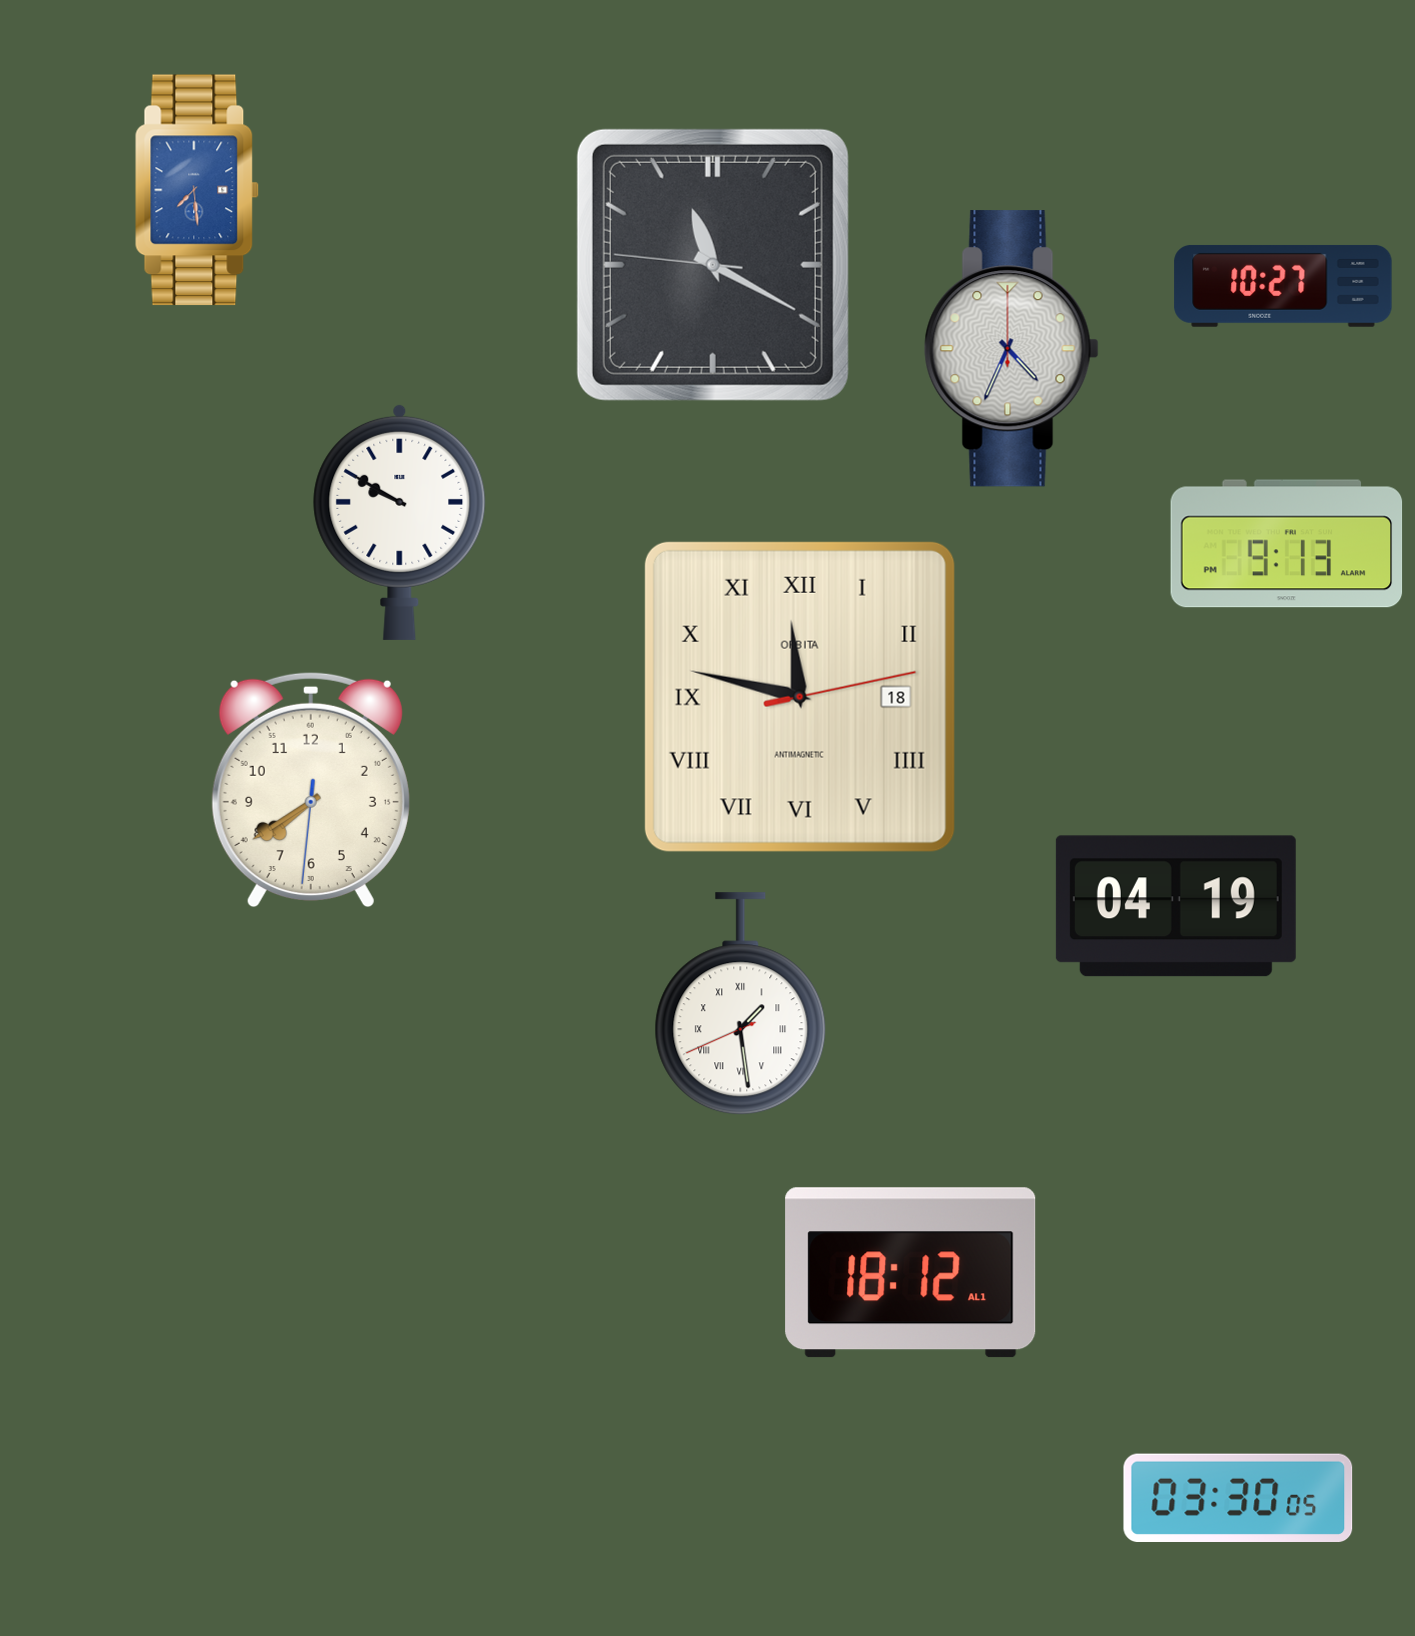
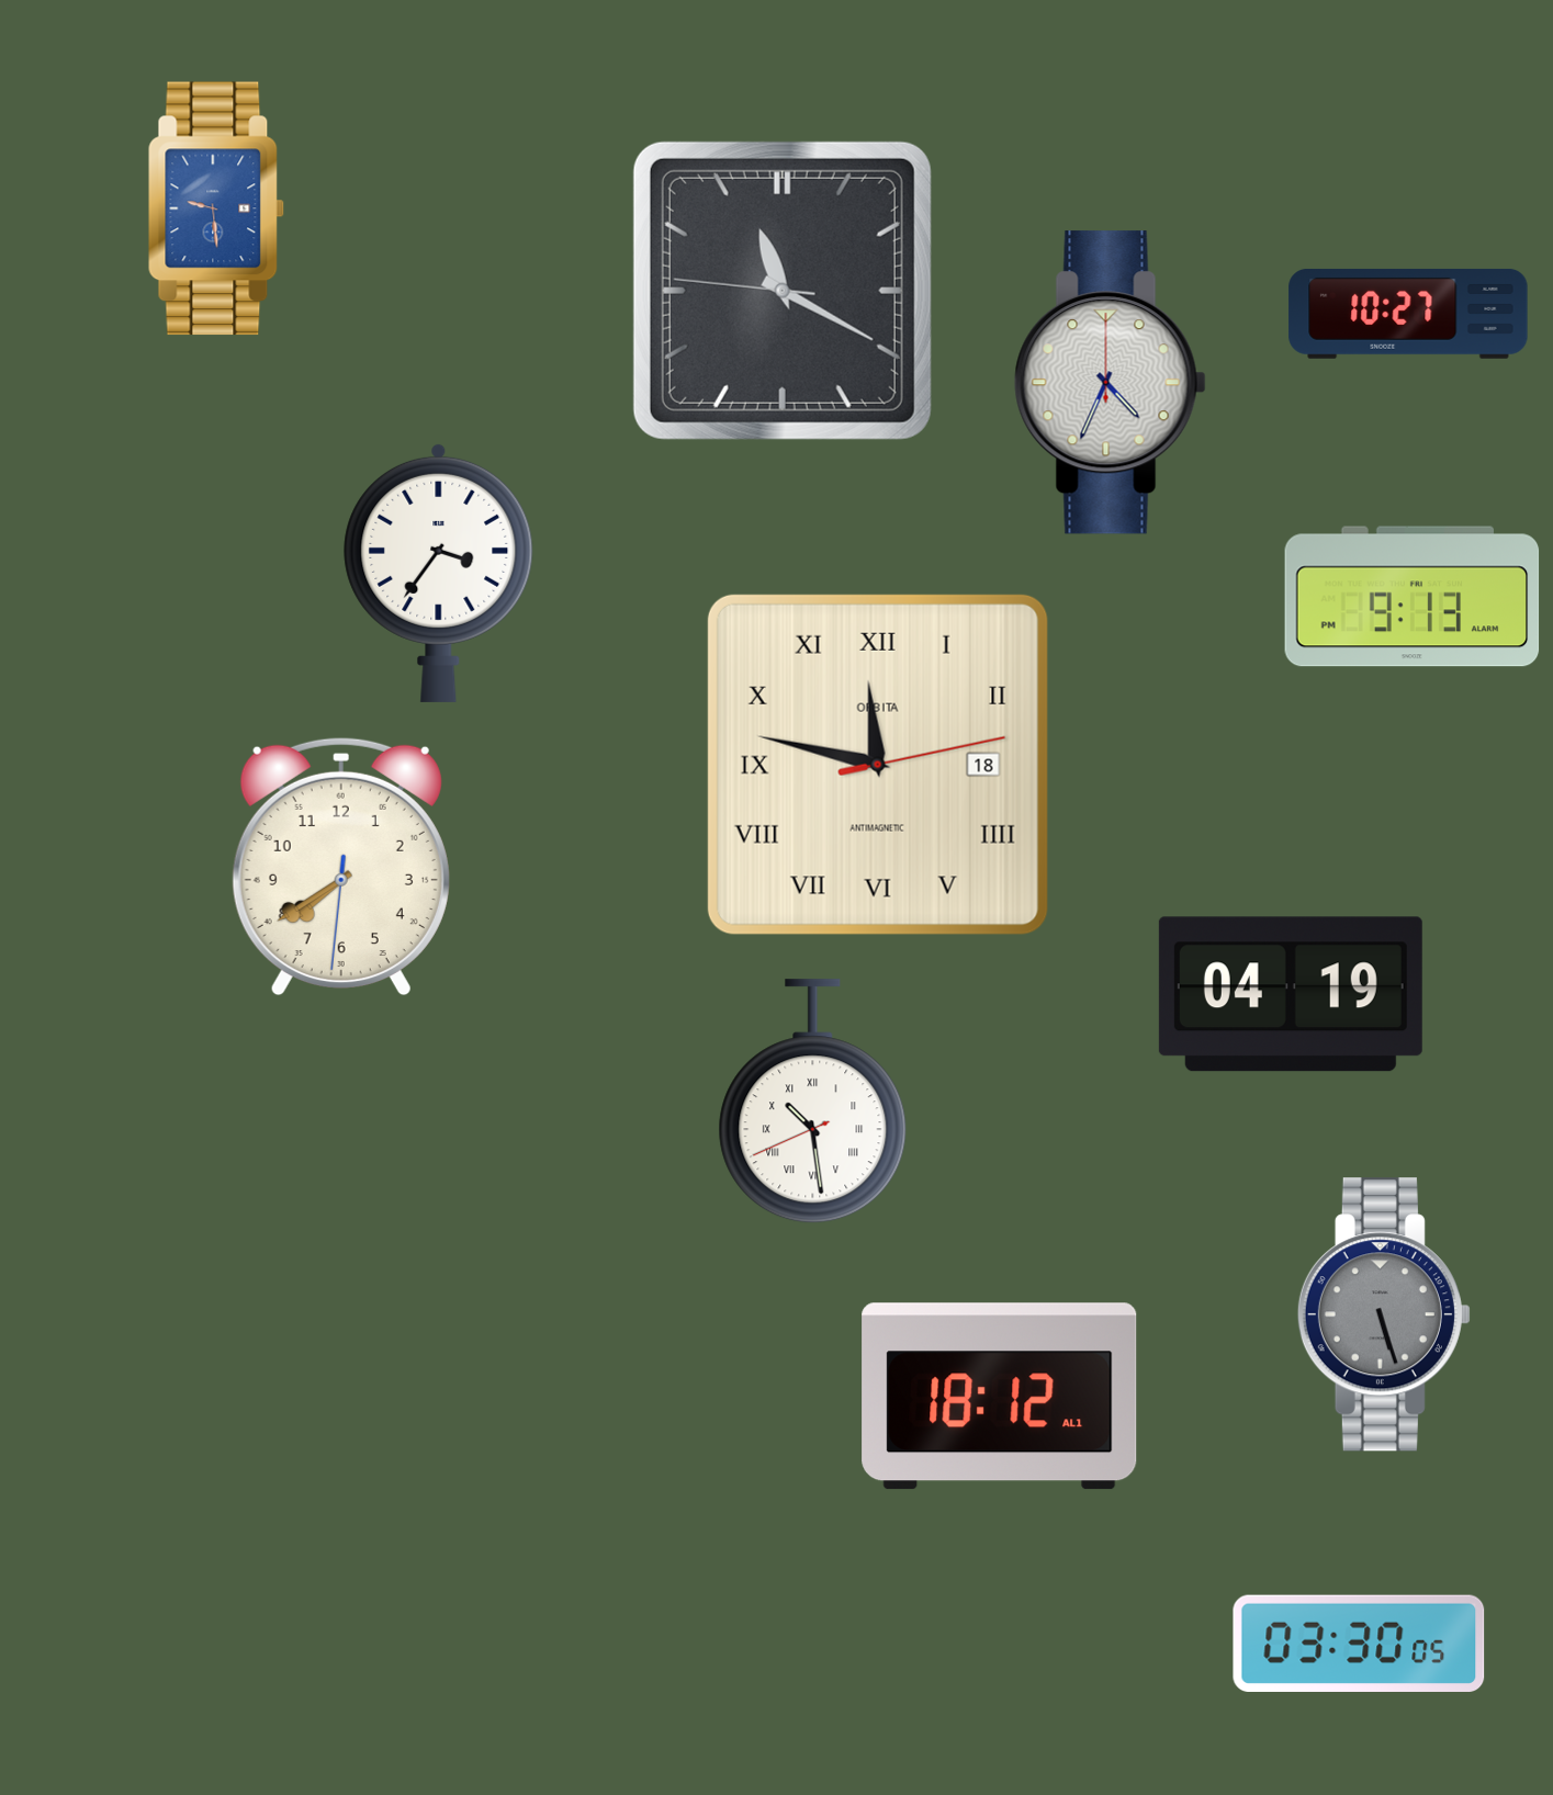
clock at (197, 190): 7:29 -> 9:29
clock at (400, 522): 9:50 -> 3:36
clock at (741, 1004): 1:28 -> 10:28
clock at (1384, 1314): none -> 5:27
